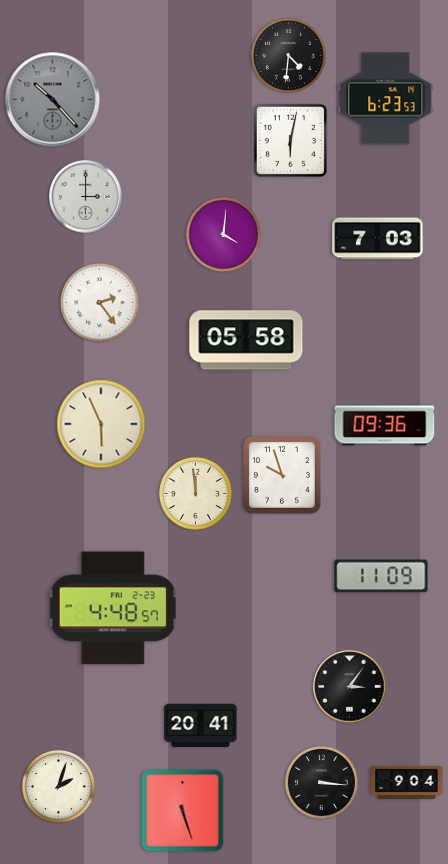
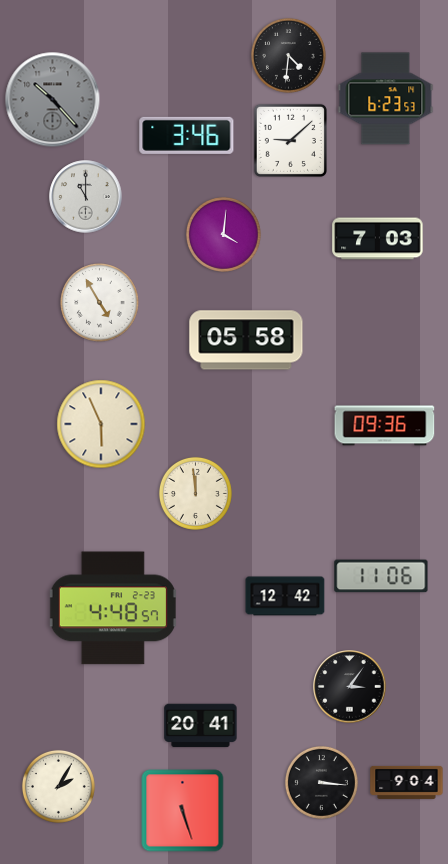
clock at (187, 135): none -> 3:46
clock at (290, 140): 6:02 -> 9:08
clock at (86, 197): 3:00 -> 11:00
clock at (100, 303): 2:24 -> 4:55
clock at (282, 475): 9:57 -> none
clock at (381, 576): 11:09 -> 11:06
clock at (285, 596): none -> 12:42
clock at (58, 786): 2:03 -> 2:05
